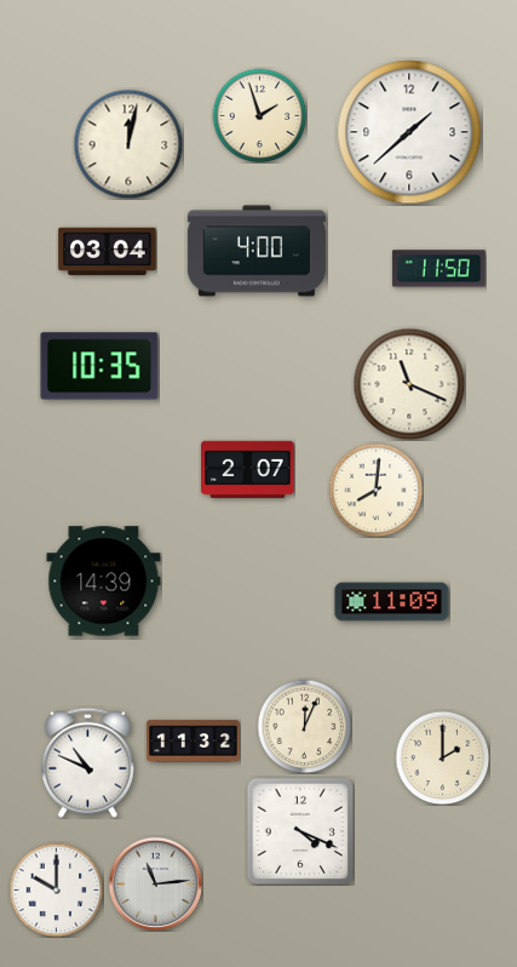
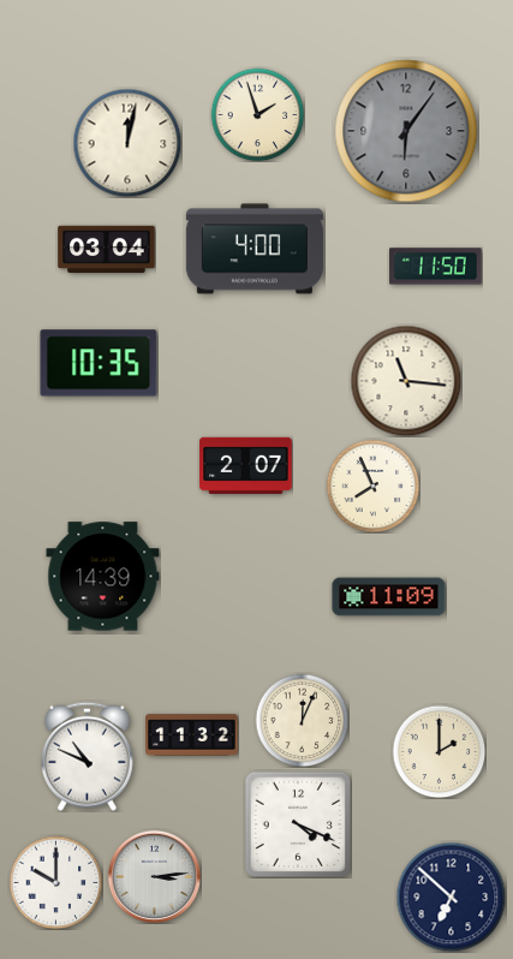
clock at (409, 132): 1:38 -> 6:06
clock at (409, 132) dial: white -> grey
clock at (409, 384): 11:19 -> 11:16
clock at (375, 490): 8:01 -> 7:56
clock at (155, 883): 11:14 -> 3:14
clock at (451, 897): none -> 6:52
